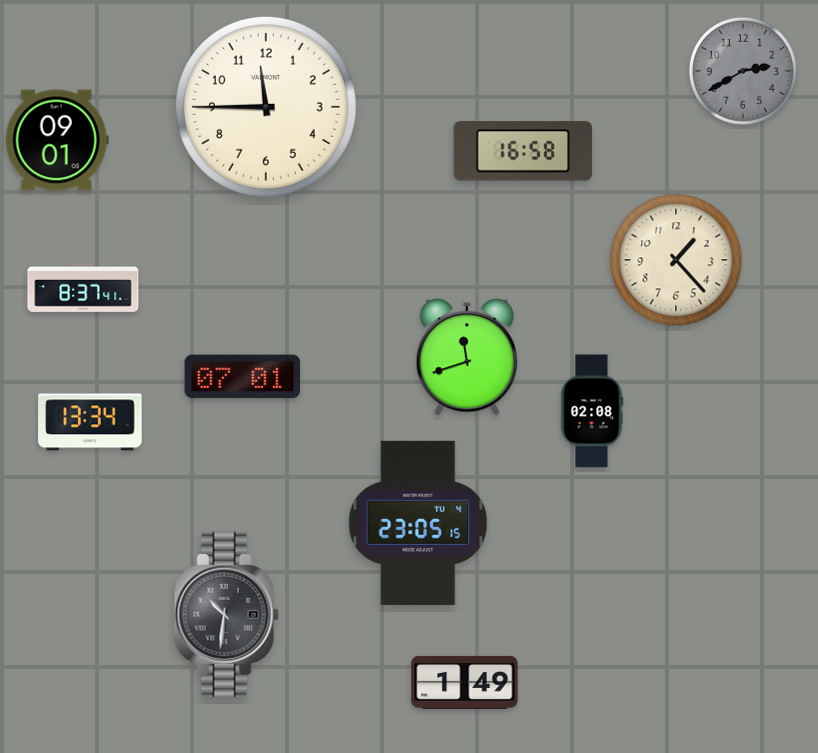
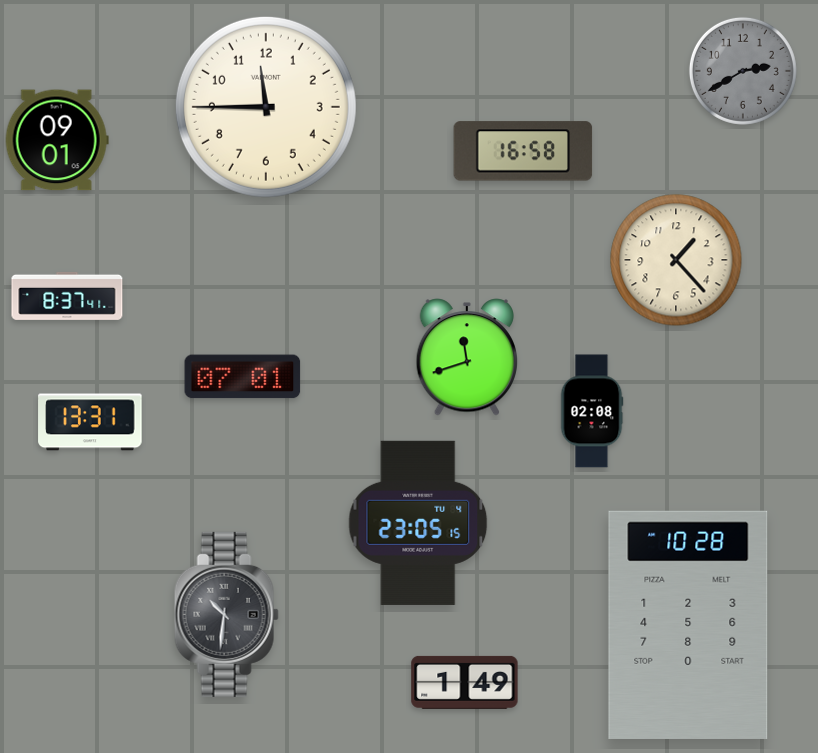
clock at (83, 288) position: (83, 288) -> (67, 296)
clock at (90, 422): 13:34 -> 13:31
clock at (688, 625): none -> 10:28
